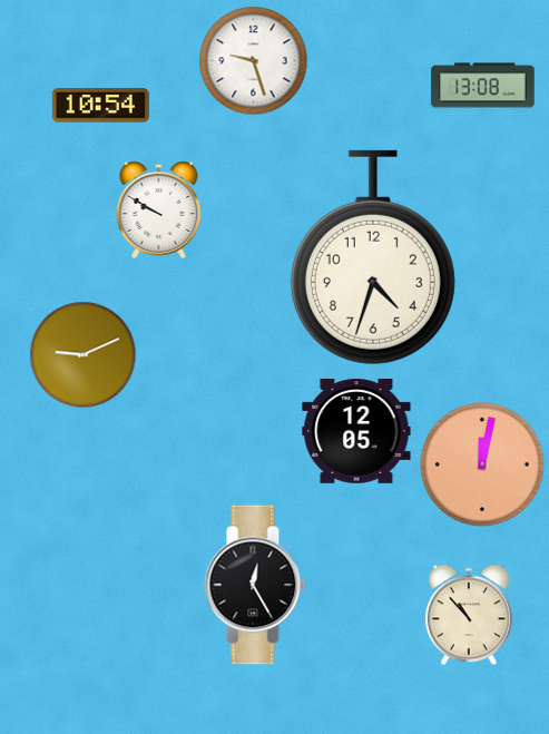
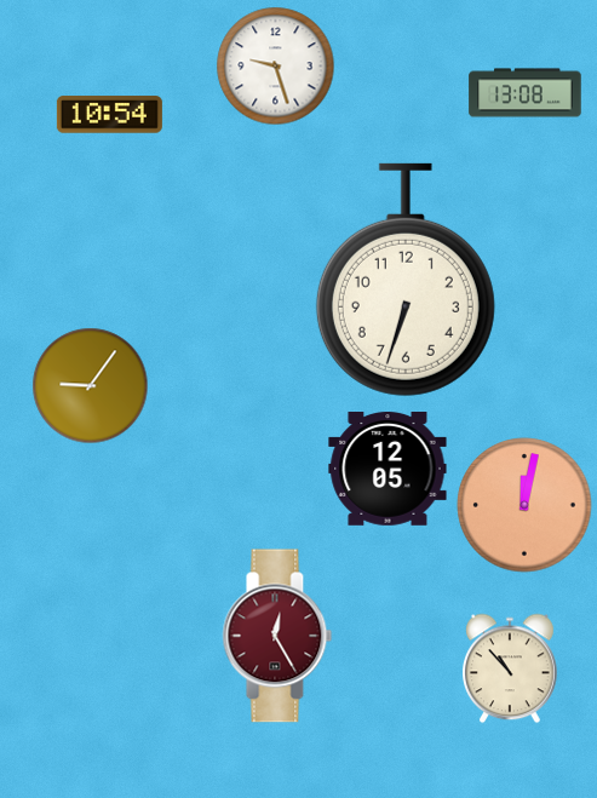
clock at (159, 209): 9:50 -> none
clock at (373, 257): 4:33 -> 6:33
clock at (84, 355): 9:11 -> 9:06
clock at (255, 585) dial: black -> burgundy
